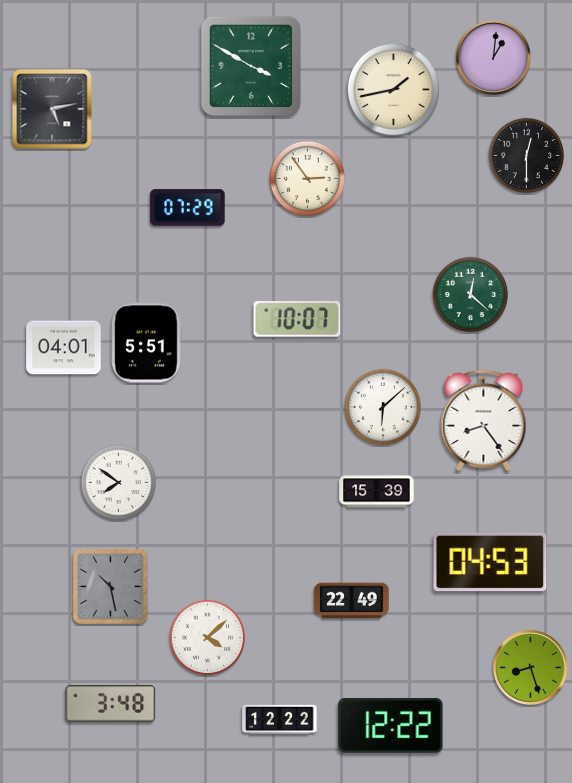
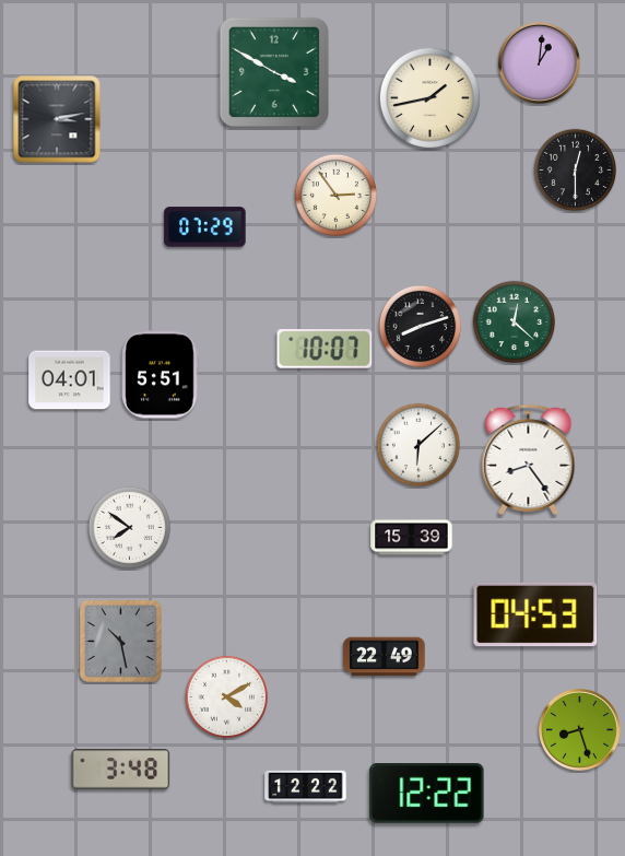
clock at (52, 109): 5:13 -> 3:13
clock at (421, 327): none -> 8:12
clock at (208, 638): 4:08 -> 4:10
